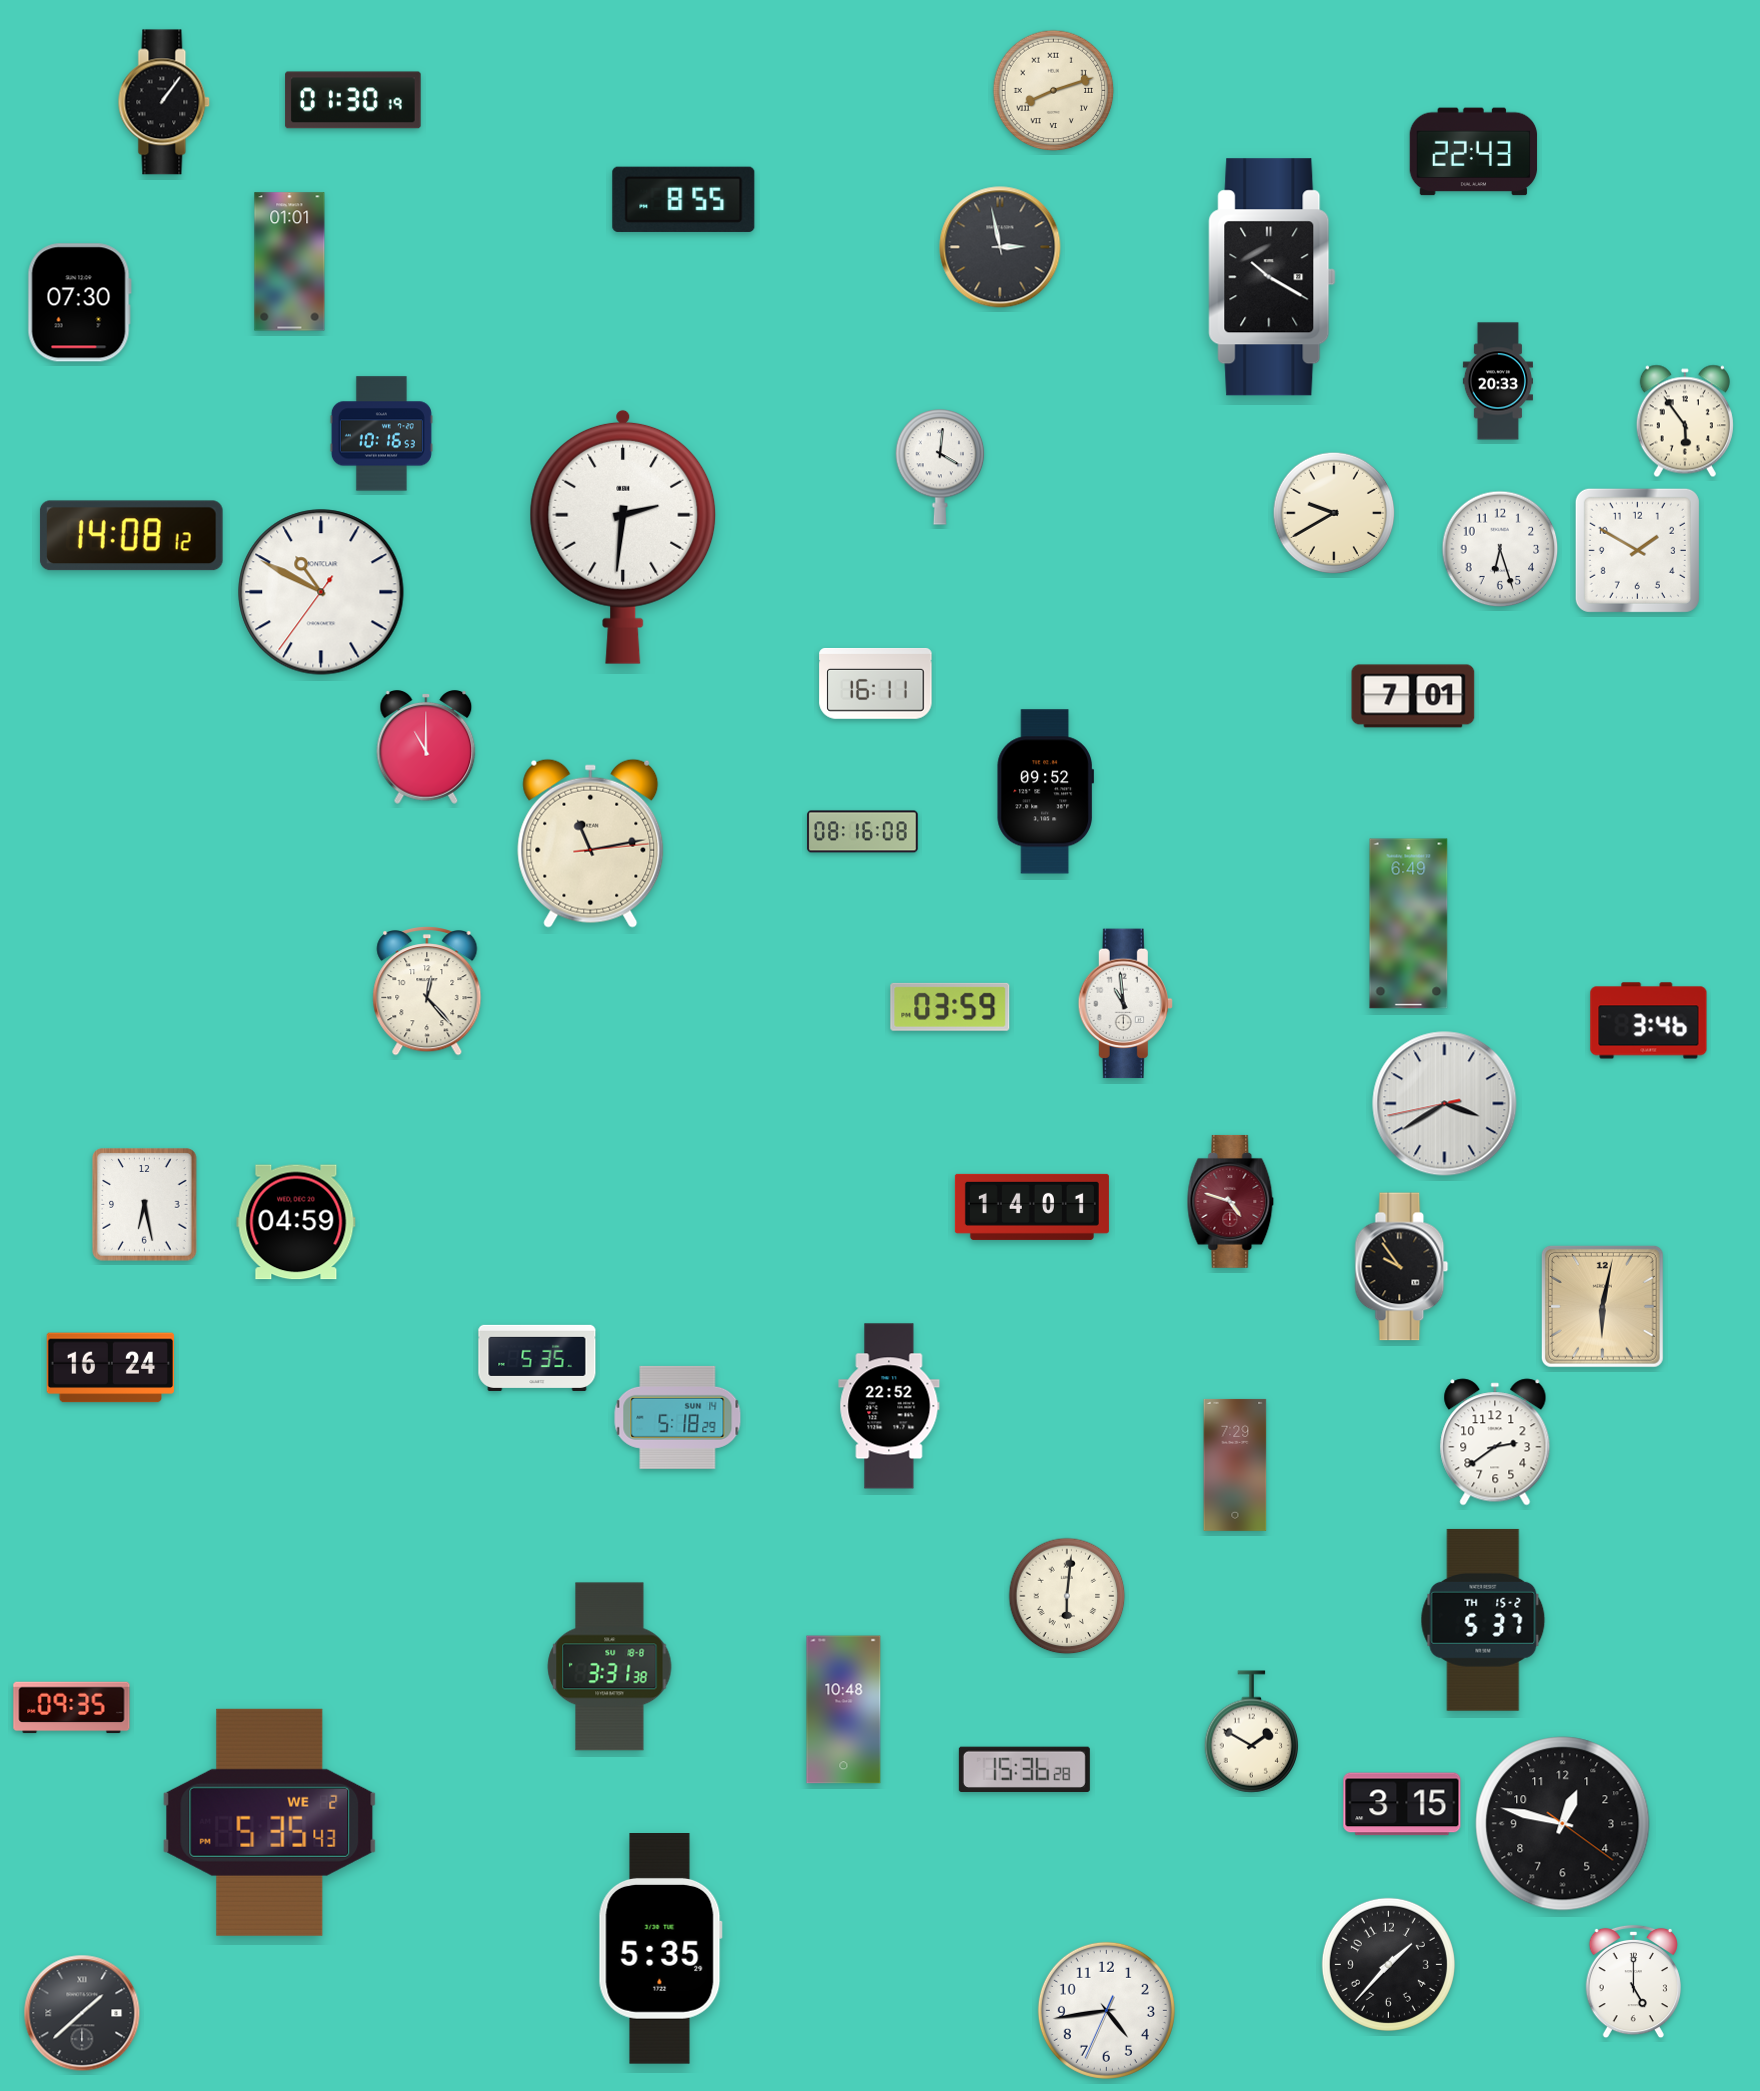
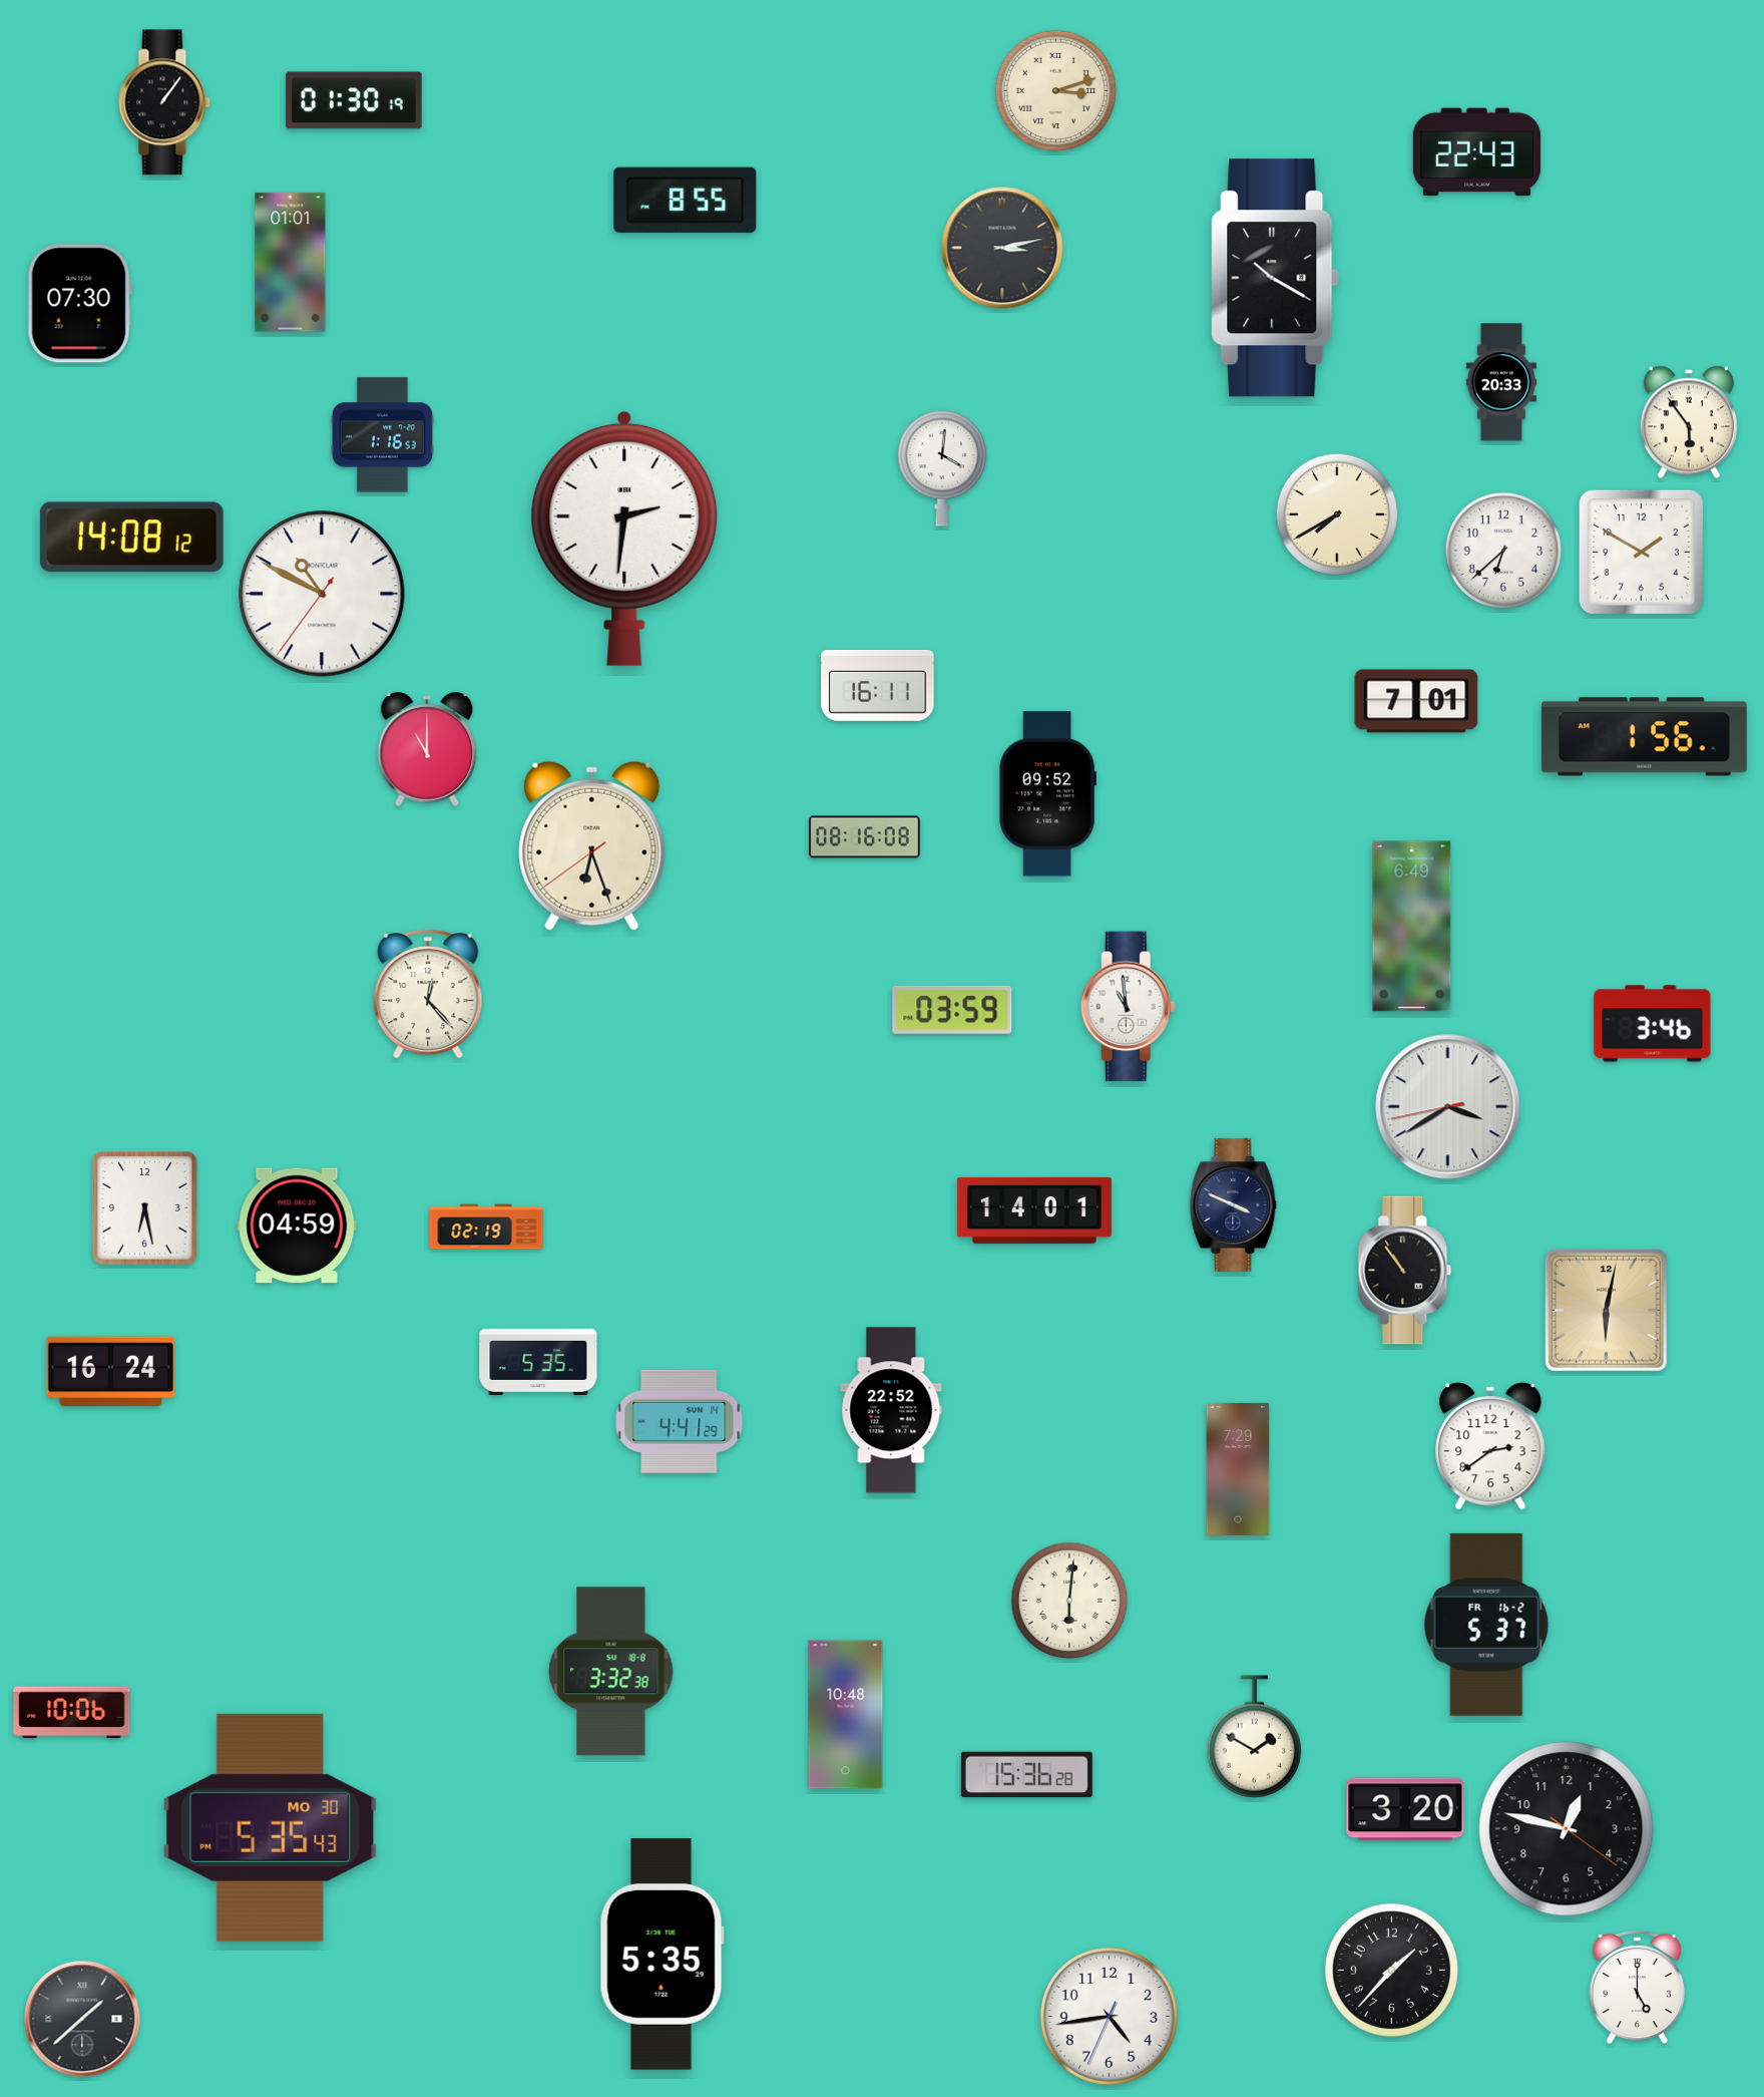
clock at (1054, 91): 8:12 -> 3:12
clock at (1000, 247): 2:58 -> 3:13
clock at (381, 434): 10:16 -> 1:16
clock at (1334, 513): 9:40 -> 7:40
clock at (1500, 549): 6:27 -> 6:38
clock at (1413, 696) position: (1413, 696) -> (1416, 701)
clock at (1644, 737): none -> 1:56
clock at (863, 832) position: (863, 832) -> (865, 837)
clock at (591, 843): 11:13 -> 6:26
clock at (1231, 1201): 4:48 -> 3:49
clock at (1231, 1201) dial: burgundy -> navy
clock at (486, 1227): none -> 02:19
clock at (1402, 1267): 9:54 -> 10:54
clock at (678, 1417): 5:18 -> 4:41
clock at (1495, 1442) position: (1495, 1442) -> (1490, 1446)
clock at (1483, 1620) date: TH 15-2 -> FR 16-2
clock at (610, 1667): 3:31 -> 3:32
clock at (72, 1708): 09:35 -> 10:06
clock at (1402, 1804): 3:15 -> 3:20
clock at (270, 1822) date: WE 2 -> MO 30
